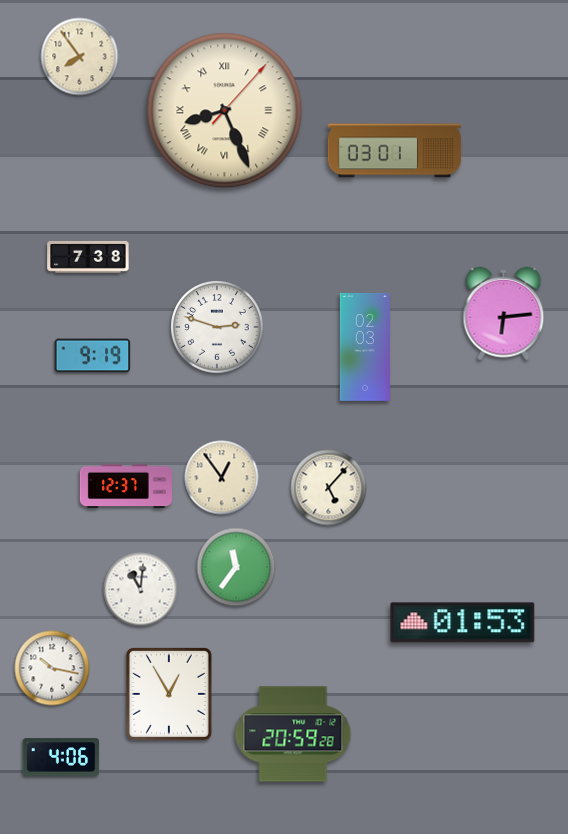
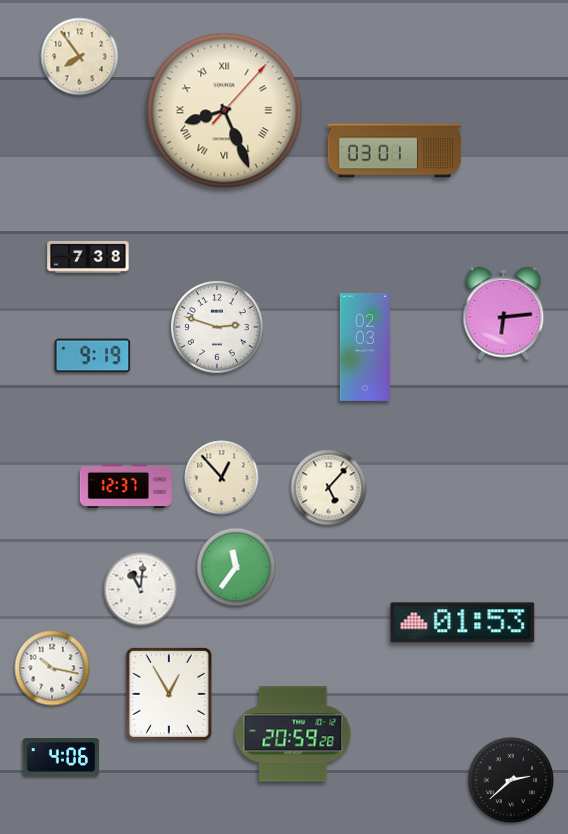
clock at (222, 478): 12:54 -> 12:53
clock at (511, 780): none -> 2:38
